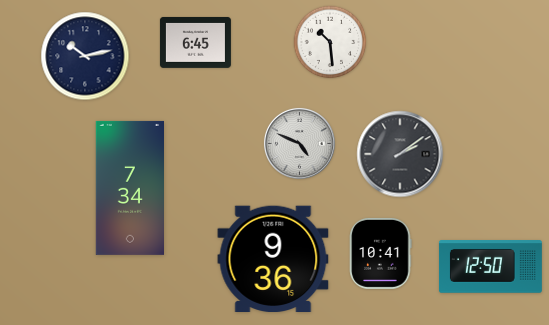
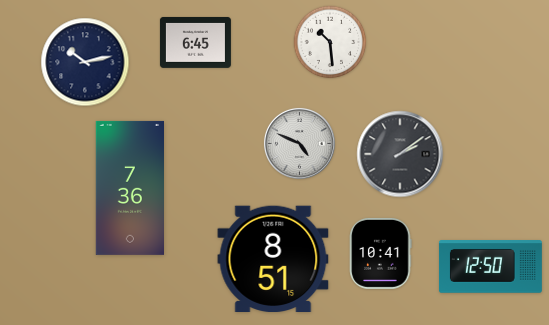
clock at (85, 56) position: (85, 56) -> (85, 62)
clock at (129, 188): 7:34 -> 7:36
clock at (273, 259): 9:36 -> 8:51
